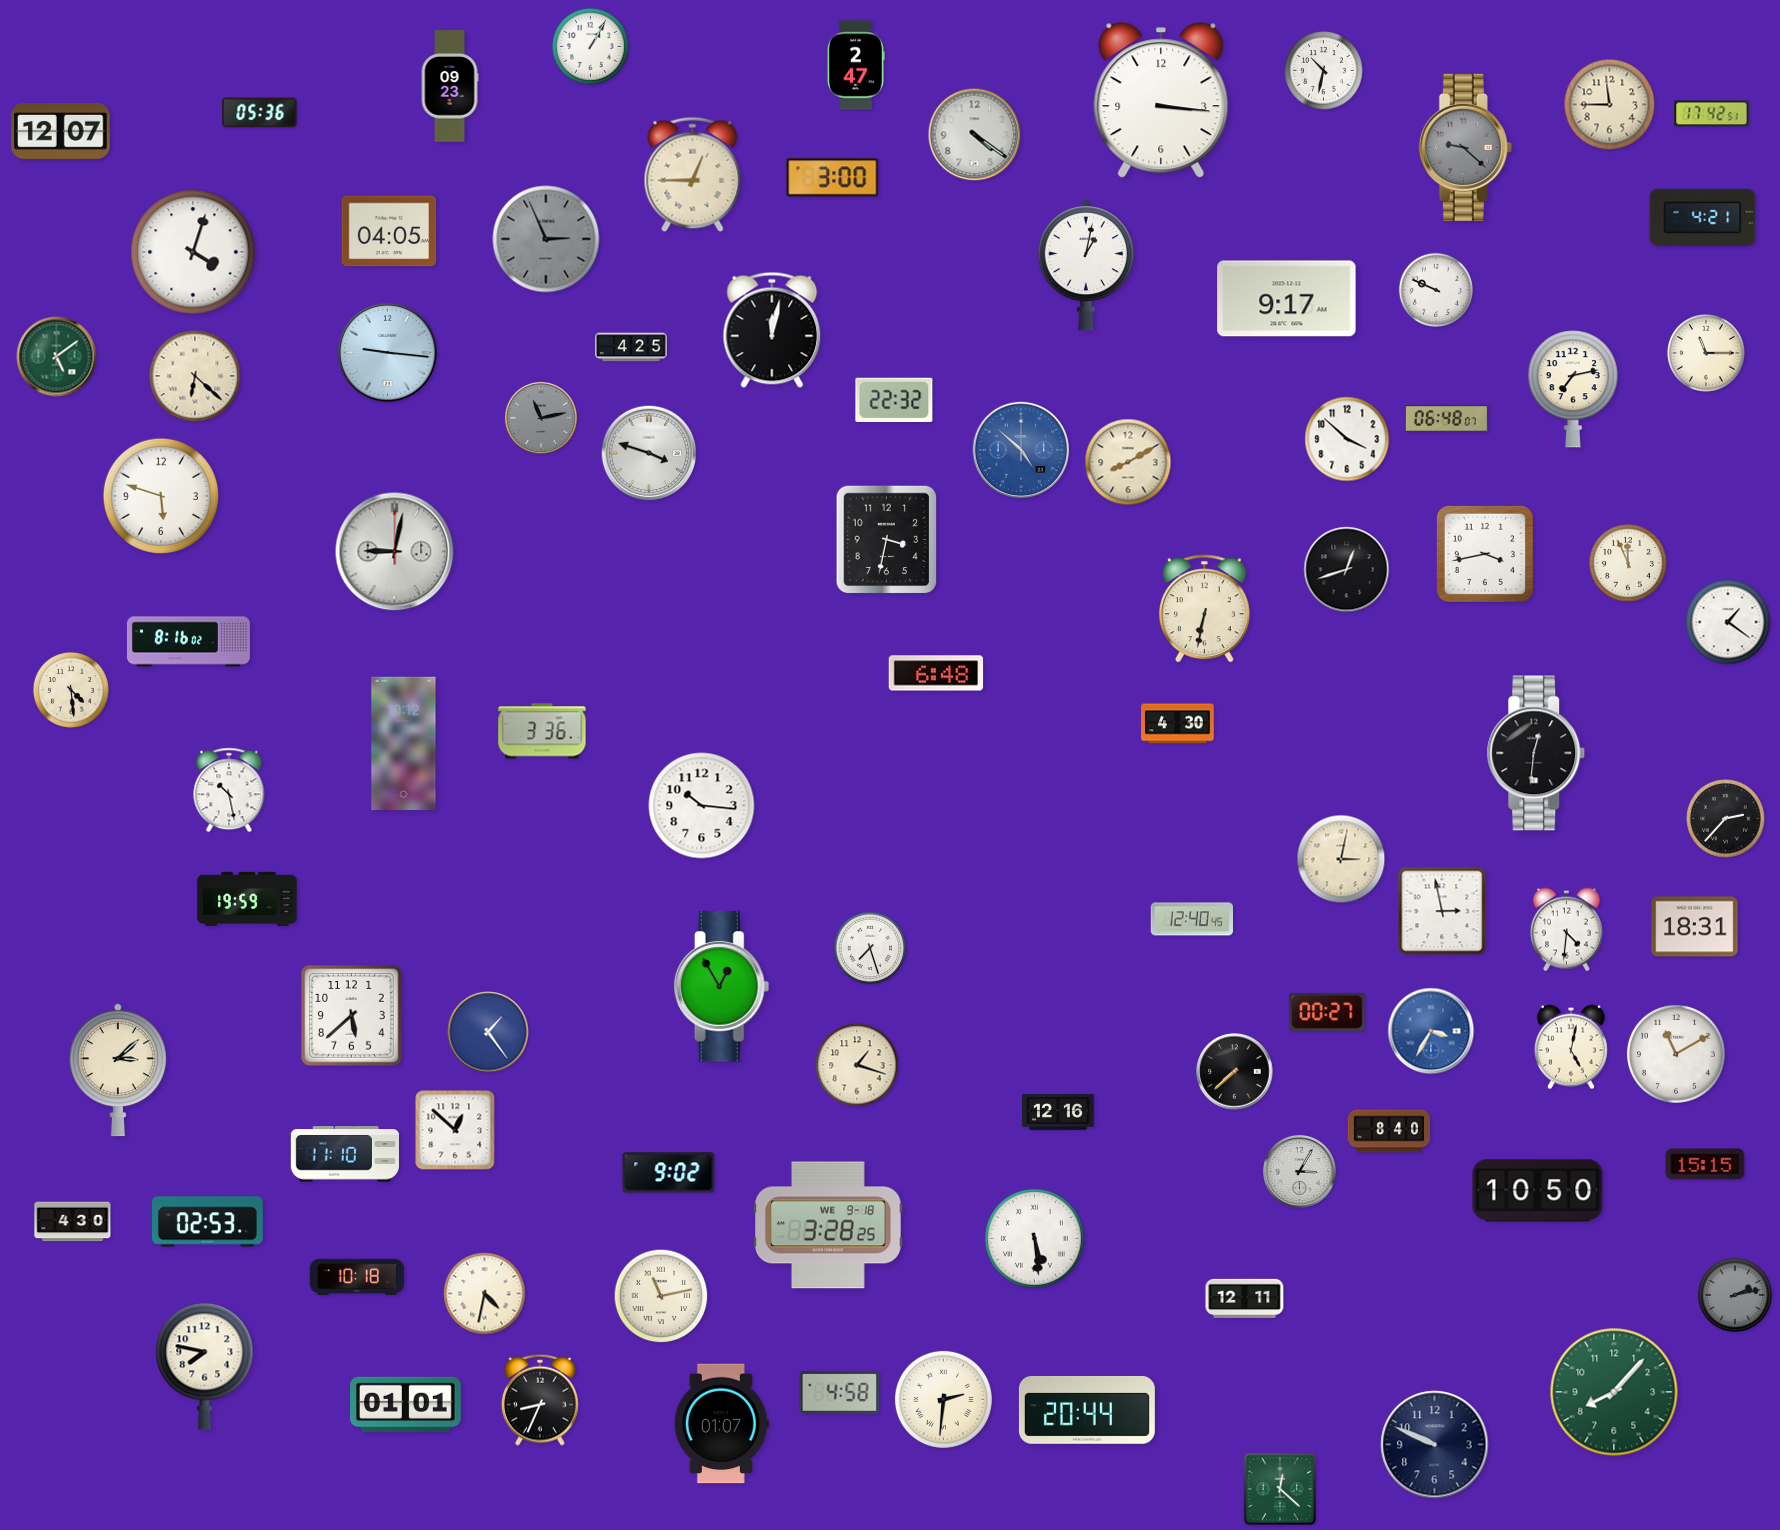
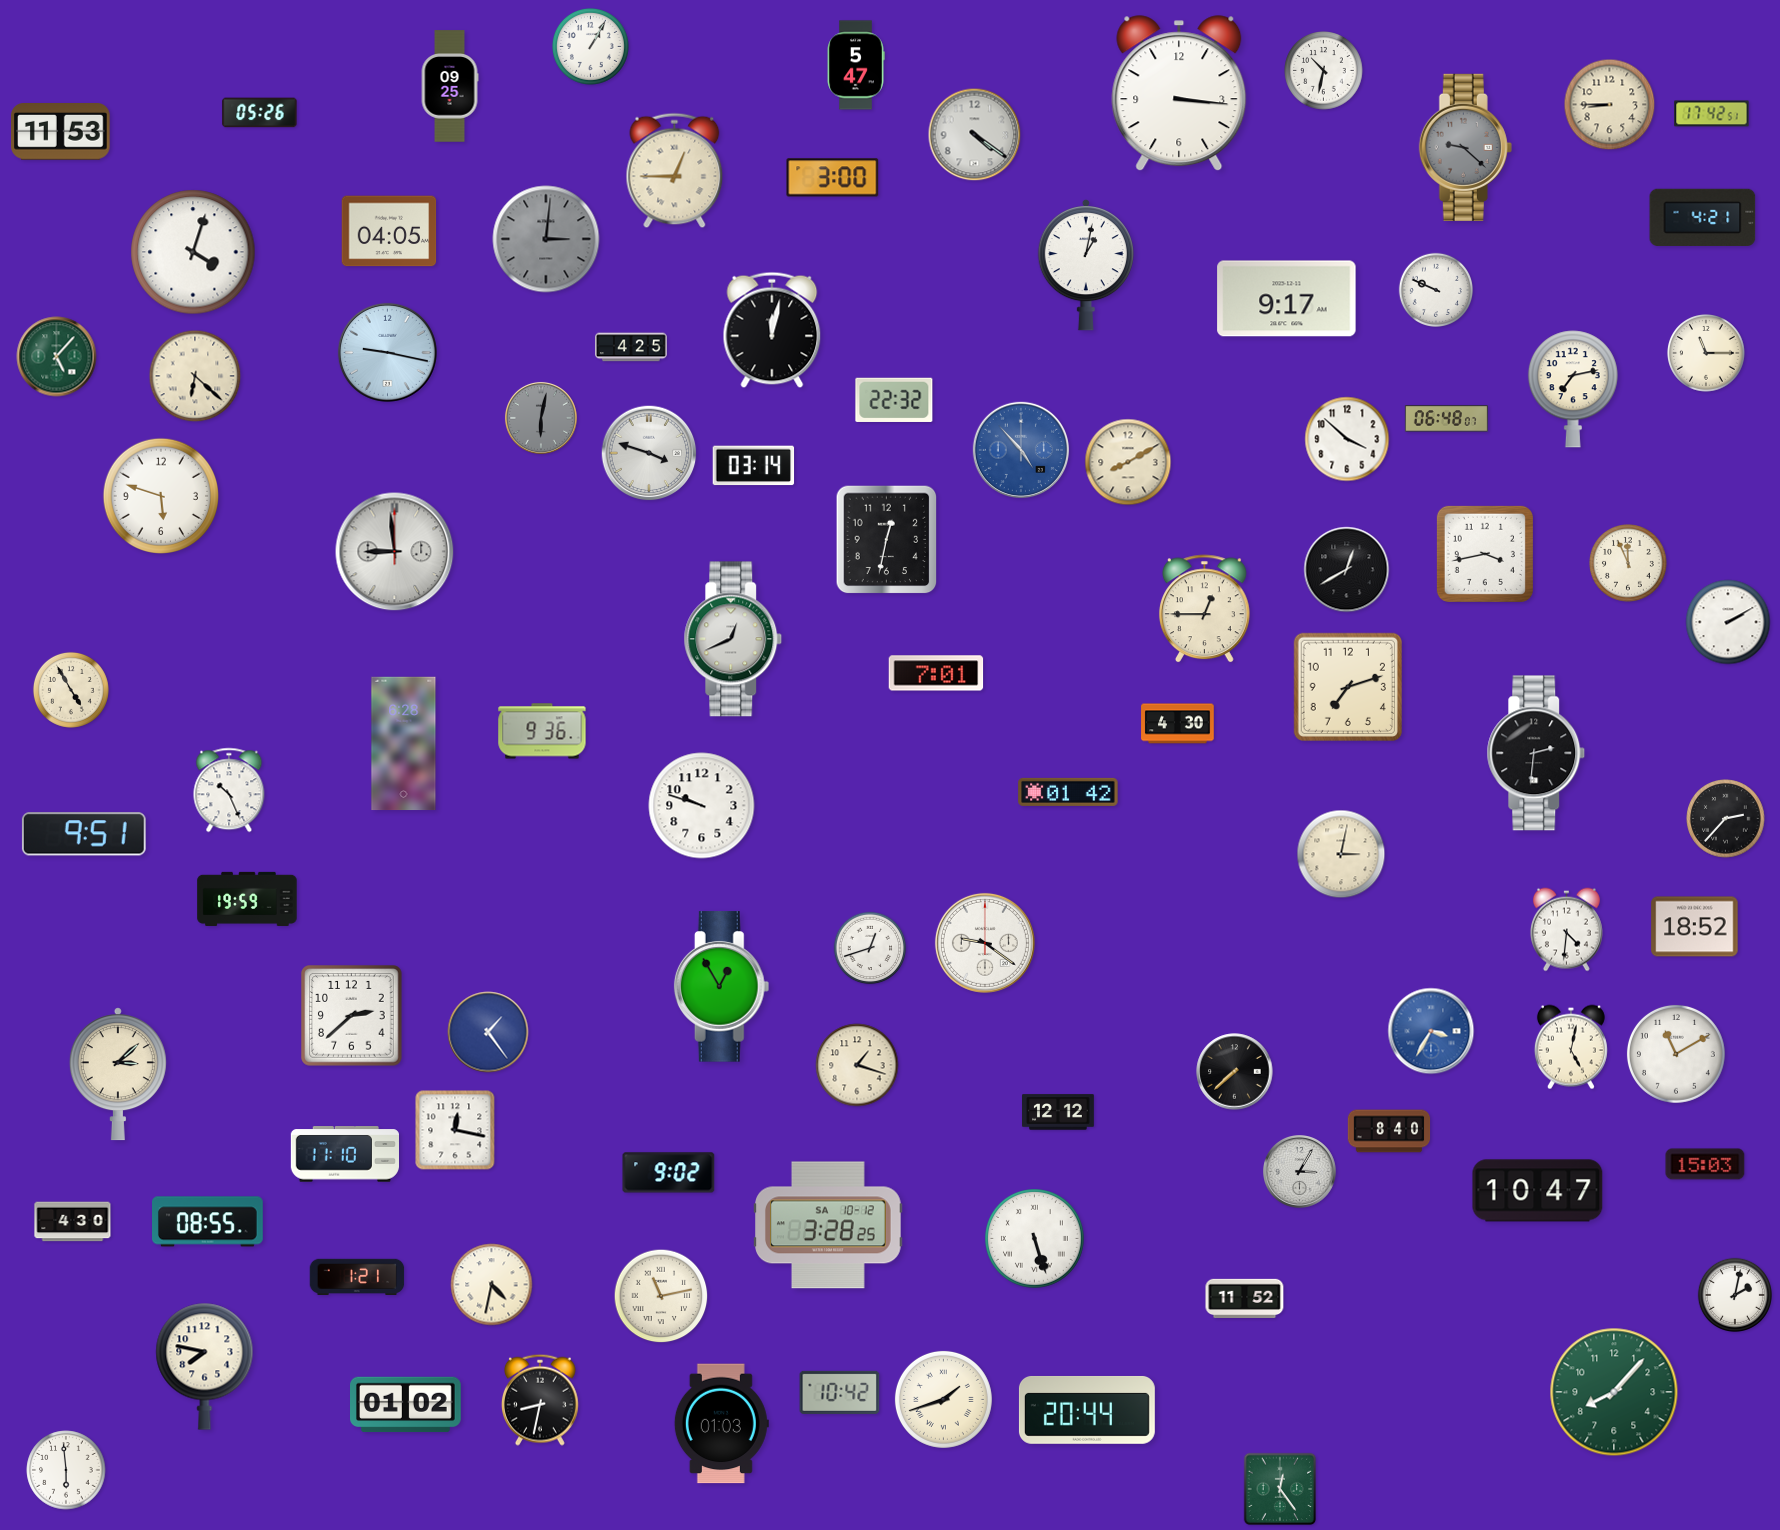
clock at (856, 65): 2:47 -> 5:47
clock at (450, 86): 09:23 -> 09:25
clock at (1161, 101) position: (1161, 101) -> (1179, 94)
clock at (1610, 105): 11:45 -> 8:45
clock at (260, 113): 05:36 -> 05:26
clock at (61, 132): 12:07 -> 11:53
clock at (693, 175) position: (693, 175) -> (675, 171)
clock at (546, 239): 2:56 -> 3:01
clock at (387, 352): 9:16 -> 9:17
clock at (57, 357): 5:09 -> 5:07
clock at (541, 418): 11:13 -> 6:02
clock at (1020, 449): 4:52 -> 4:53
clock at (754, 466): none -> 03:14
clock at (887, 540): 3:32 -> 12:32
clock at (395, 552): 9:02 -> 8:59
clock at (1347, 570): 12:42 -> 12:40
clock at (1204, 609): 6:32 -> 12:45
clock at (1728, 622): 1:21 -> 2:10
clock at (733, 639): none -> 12:41
clock at (188, 642): 8:16 -> none
clock at (936, 673): 6:48 -> 7:01
clock at (1348, 687): none -> 7:12
clock at (71, 690): 4:29 -> 4:55
clock at (542, 731): 3:36 -> 9:36
clock at (404, 744): 10:12 -> 6:28
clock at (1536, 753): 12:31 -> 2:31
clock at (229, 790): 10:28 -> 10:26
clock at (1068, 792): none -> 01:42
clock at (702, 806): 10:16 -> 9:48
clock at (84, 834): none -> 9:51
clock at (1341, 859) position: (1341, 859) -> (1341, 854)
clock at (1442, 911): 2:58 -> none
clock at (1192, 919): 12:40 -> none
clock at (1695, 927): 18:31 -> 18:52
clock at (985, 943): none -> 9:21
clock at (870, 948): 7:27 -> 12:42
clock at (1327, 1013): 00:27 -> none
clock at (352, 1016): 5:38 -> 2:38
clock at (118, 1070) position: (118, 1070) -> (118, 1074)
clock at (1059, 1112): 12:16 -> 12:12
clock at (455, 1130): 12:52 -> 12:17
clock at (1705, 1164): 15:15 -> 15:03
clock at (1538, 1191): 10:50 -> 10:47
clock at (208, 1222): 02:53 -> 08:55
clock at (829, 1225) date: WE 9-18 -> SA 10-12
clock at (1035, 1239): 5:29 -> 5:27
clock at (357, 1276): 10:18 -> 1:21
clock at (485, 1294) position: (485, 1294) -> (492, 1285)
clock at (1734, 1294): 2:13 -> 2:02
clock at (1734, 1294) dial: grey -> white
clock at (1245, 1299): 12:11 -> 11:52
clock at (840, 1392): 4:58 -> 10:42
clock at (943, 1399): 2:31 -> 1:42
clock at (540, 1400): 8:34 -> 8:32
clock at (406, 1405): 01:01 -> 01:02
clock at (721, 1424): 01:07 -> 01:03
clock at (1435, 1445): 9:49 -> none
clock at (66, 1470): none -> 5:59
clock at (1280, 1489): 12:22 -> 12:24
